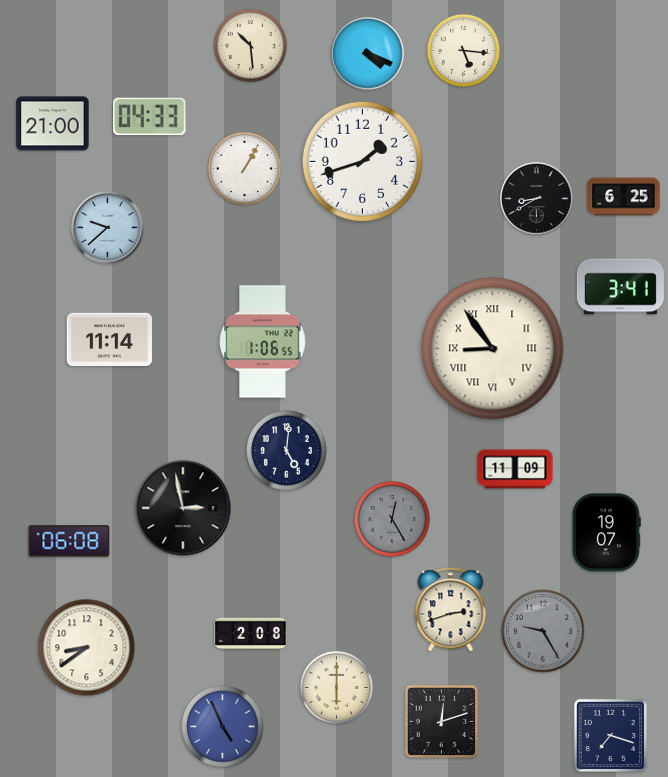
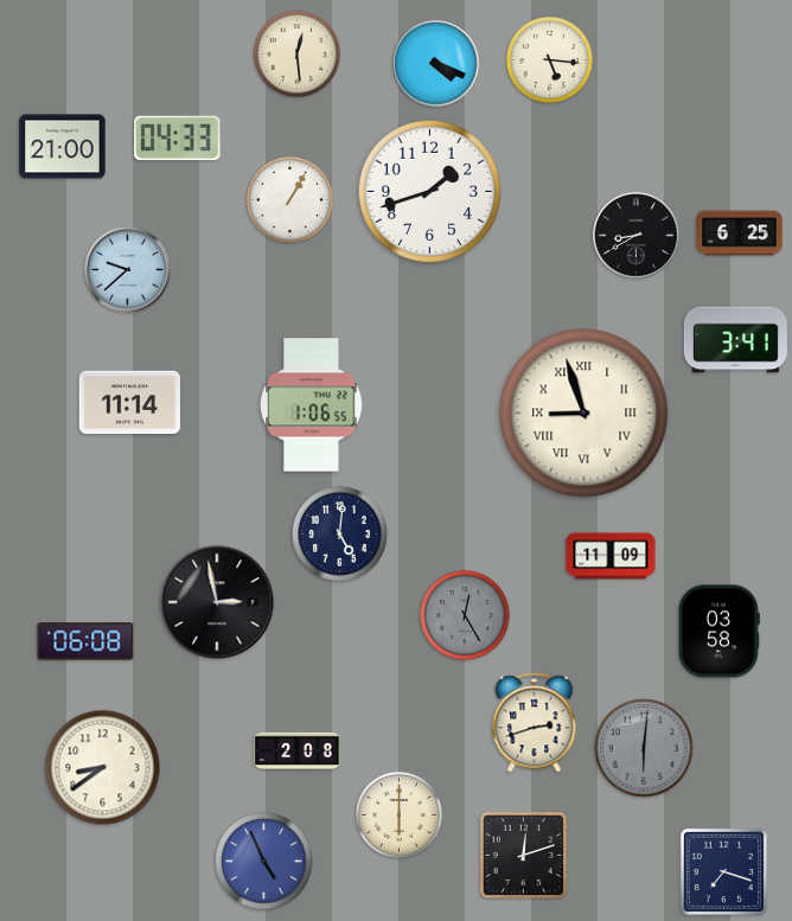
clock at (250, 45): 10:29 -> 12:29
clock at (493, 349): 8:54 -> 8:57
clock at (606, 533): 19:07 -> 03:58
clock at (69, 541) position: (69, 541) -> (85, 641)
clock at (543, 631): 9:25 -> 6:01
